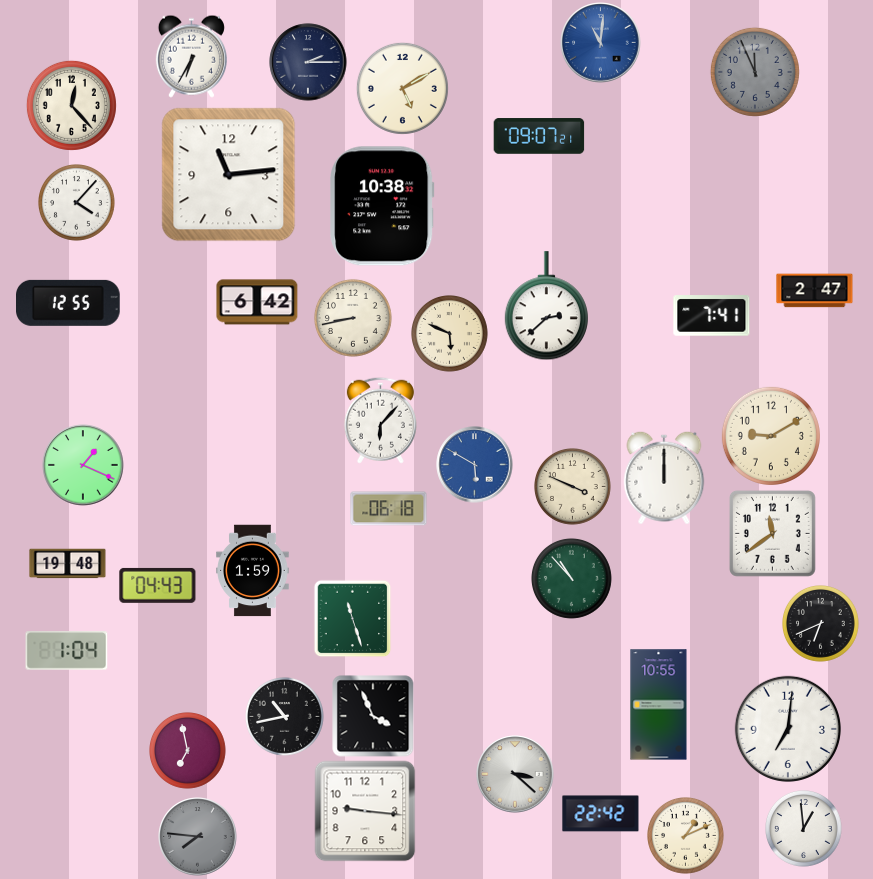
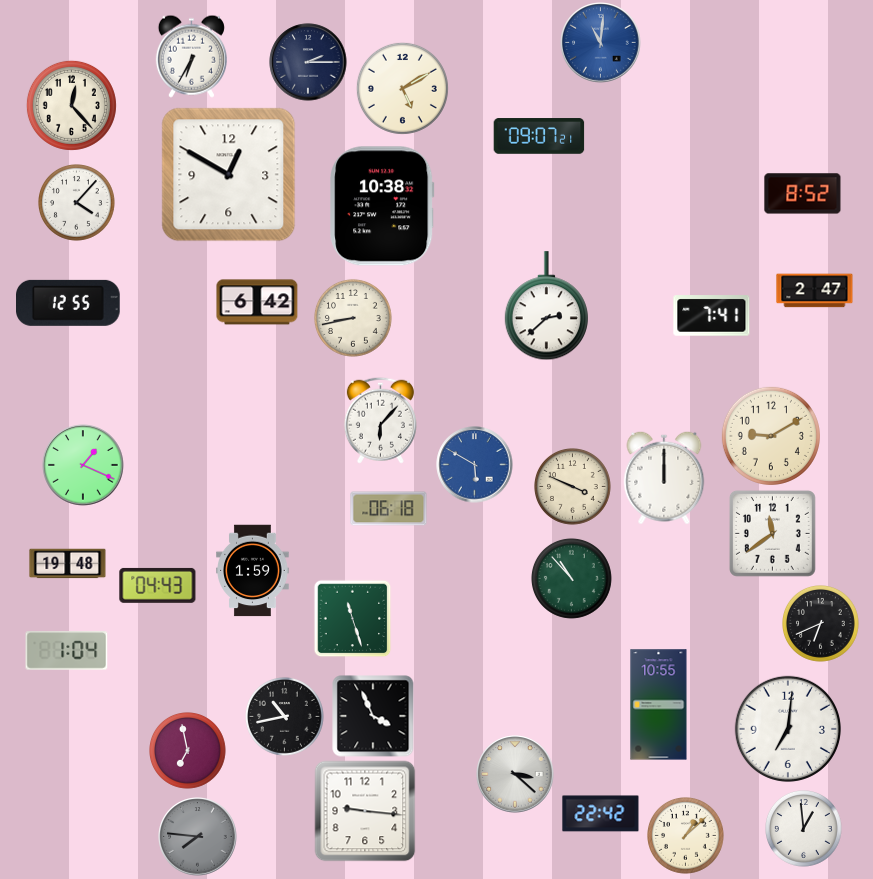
clock at (755, 72): 11:56 -> none
clock at (229, 175): 11:14 -> 12:50
clock at (803, 194): none -> 8:52
clock at (450, 334): 5:49 -> none
clock at (686, 836): 1:11 -> 1:08
